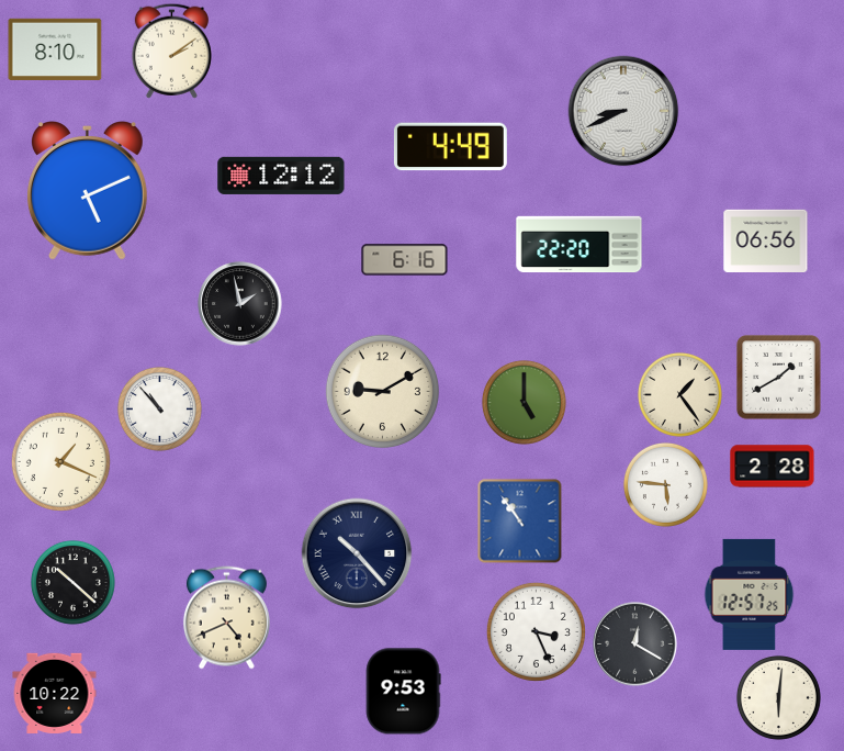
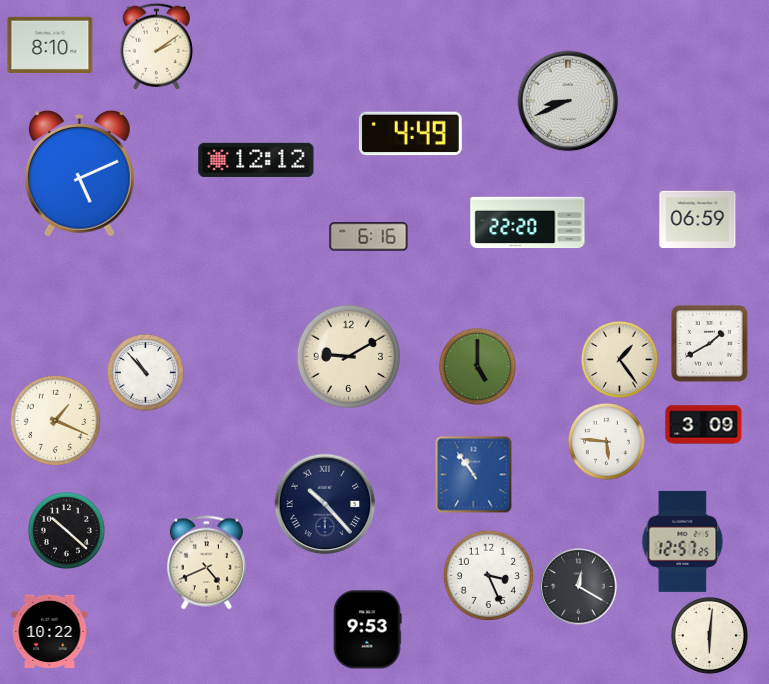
clock at (766, 240): 06:56 -> 06:59
clock at (240, 304): 1:58 -> none
clock at (773, 467): 2:28 -> 3:09
